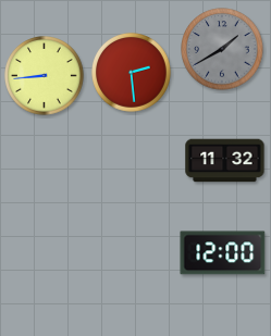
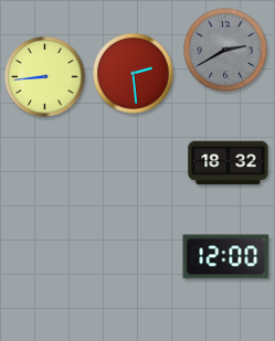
clock at (222, 49): 1:40 -> 2:40
clock at (225, 161): 11:32 -> 18:32
